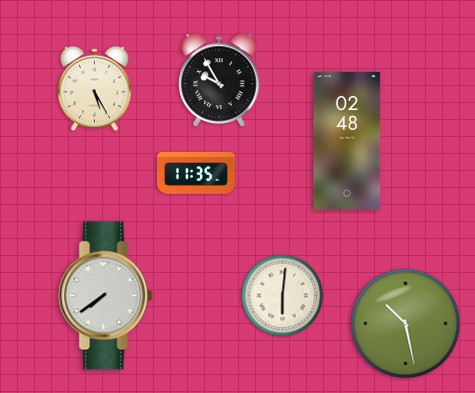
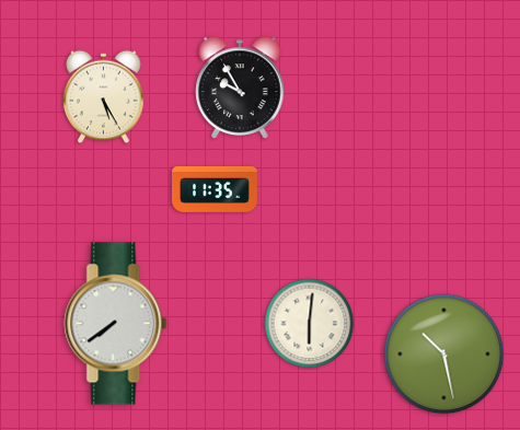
clock at (347, 141): 02:48 -> none
